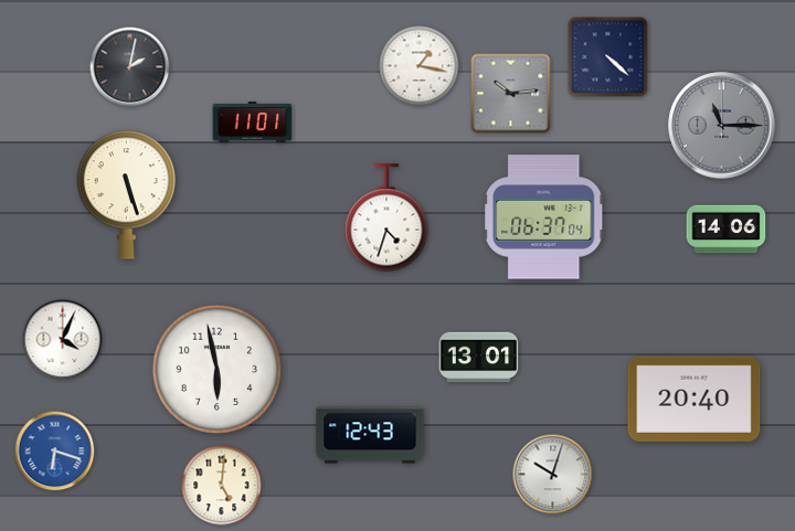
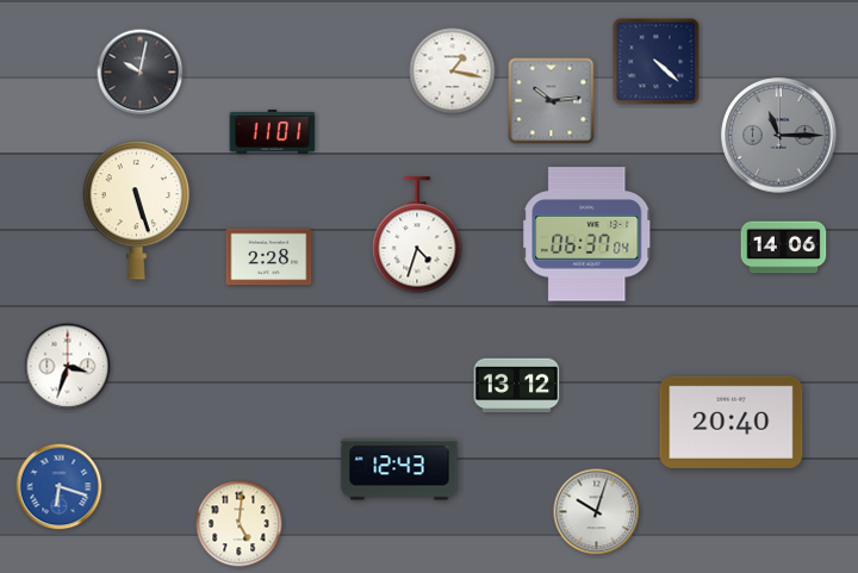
clock at (130, 67): 2:02 -> 10:02
clock at (269, 257): none -> 2:28
clock at (63, 340): 4:04 -> 3:33
clock at (479, 358): 13:01 -> 13:12
clock at (218, 370): 5:58 -> none
clock at (695, 399) position: (695, 399) -> (732, 422)
